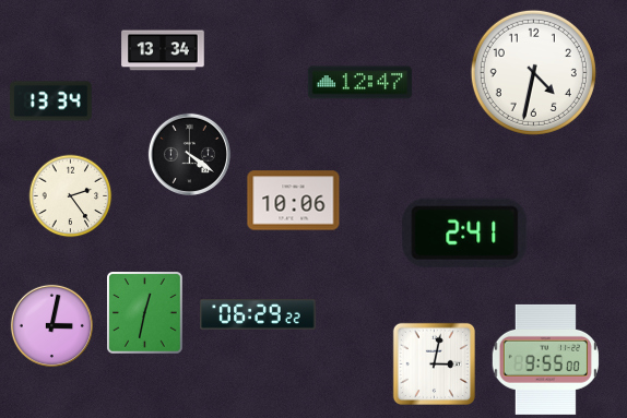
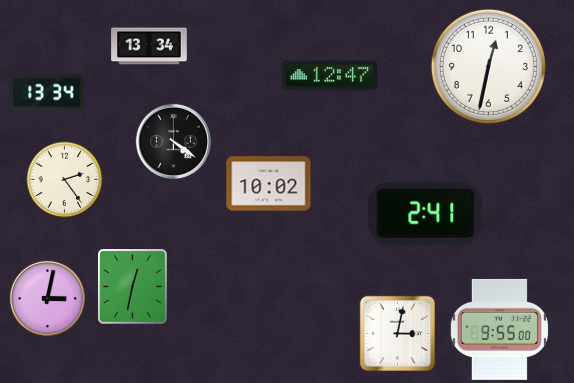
clock at (533, 72): 4:32 -> 12:32
clock at (294, 201): 10:06 -> 10:02
clock at (258, 314): 06:29 -> none
